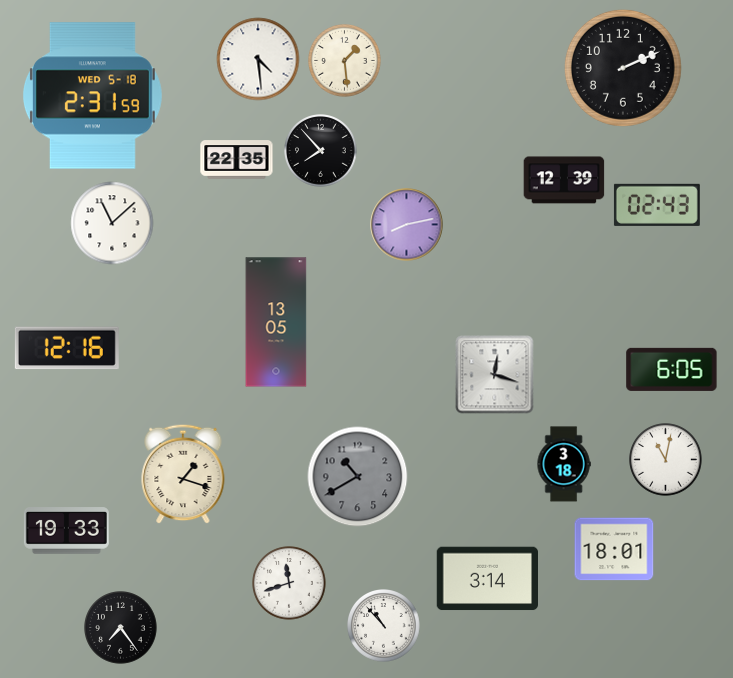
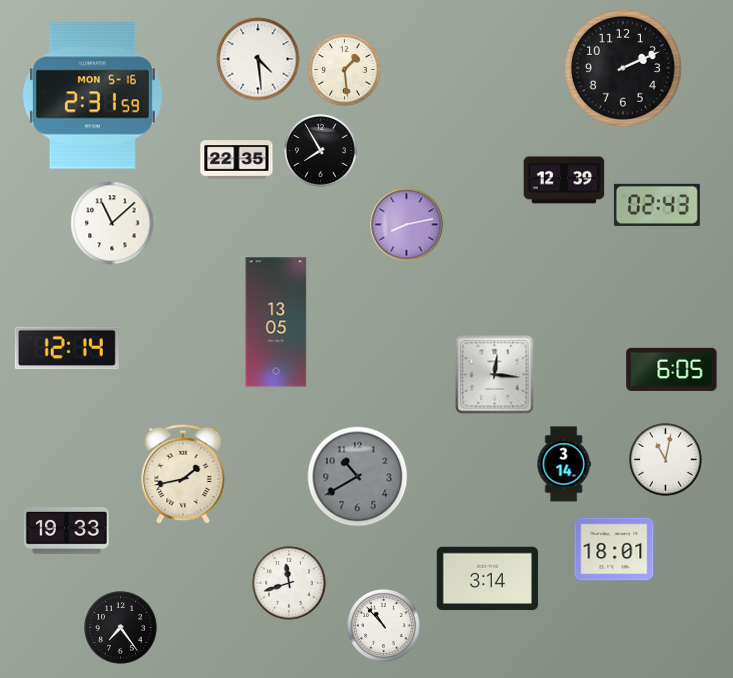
clock at (345, 61) position: (345, 61) -> (345, 70)
clock at (92, 96) date: WED 5-18 -> MON 5-16
clock at (321, 151): 7:53 -> 7:55
clock at (67, 348): 12:16 -> 12:14
clock at (495, 375): 12:18 -> 12:16
clock at (564, 464): 3:18 -> 3:14
clock at (183, 474): 1:18 -> 1:43
